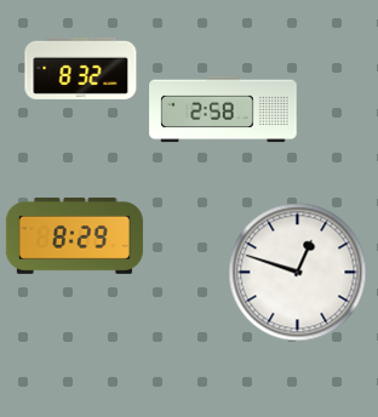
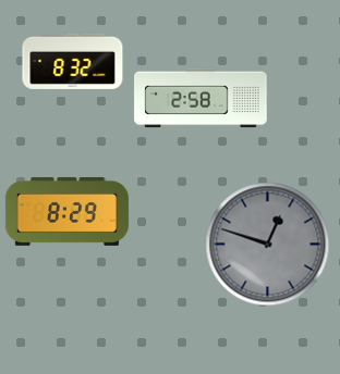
clock at (298, 273) dial: white -> grey
